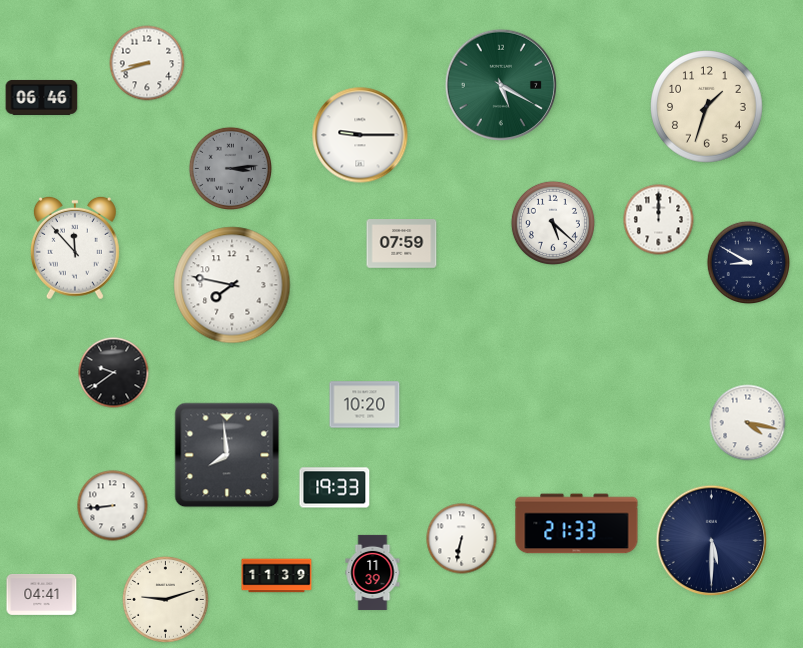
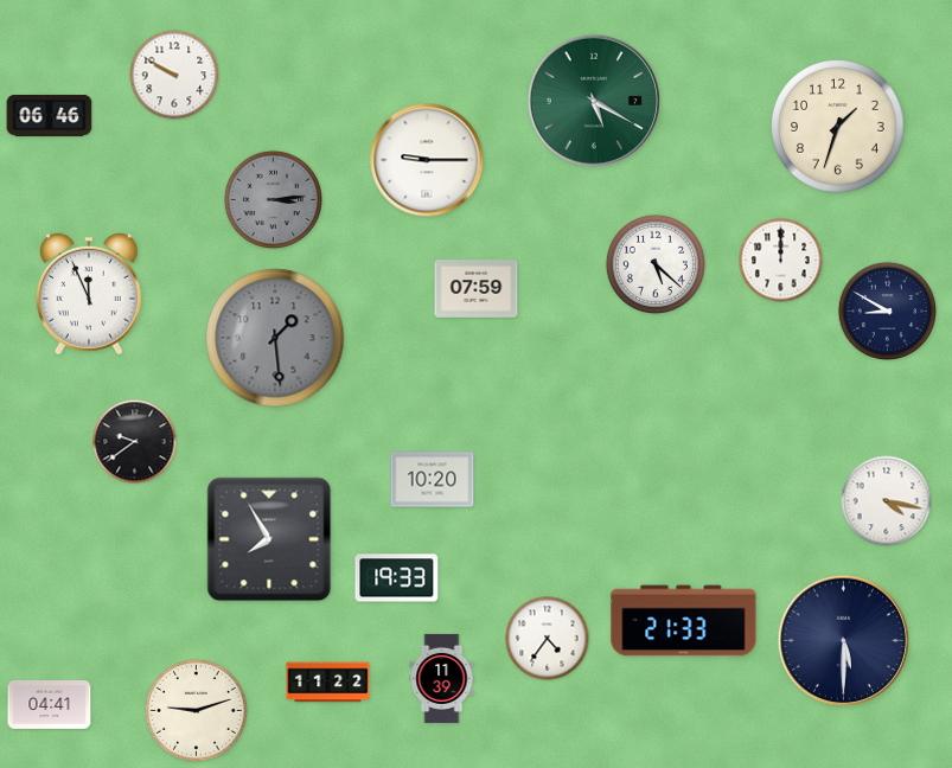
clock at (147, 63): 8:42 -> 9:50
clock at (75, 248): 11:53 -> 11:56
clock at (232, 285): 7:47 -> 1:29
clock at (232, 285) dial: white -> grey
clock at (227, 455): 7:59 -> 7:55
clock at (113, 506): 8:44 -> none
clock at (462, 539): 6:32 -> 4:36
clock at (277, 576): 11:39 -> 11:22
